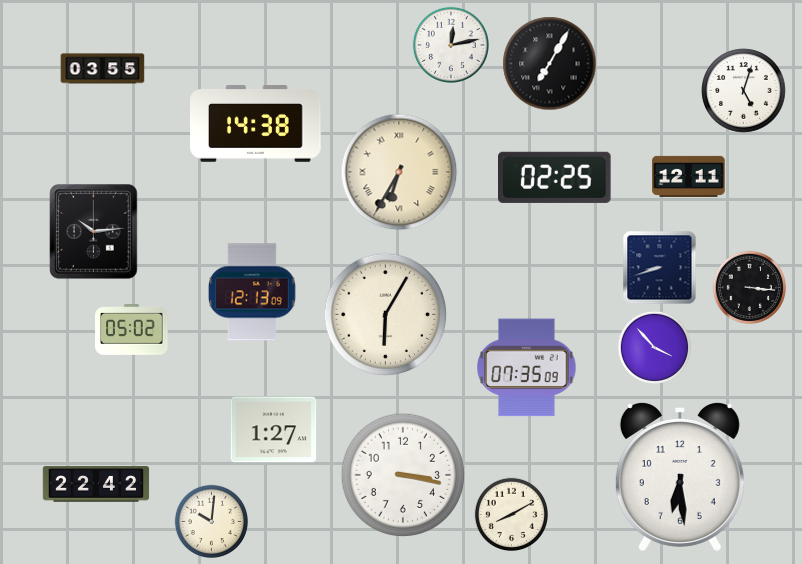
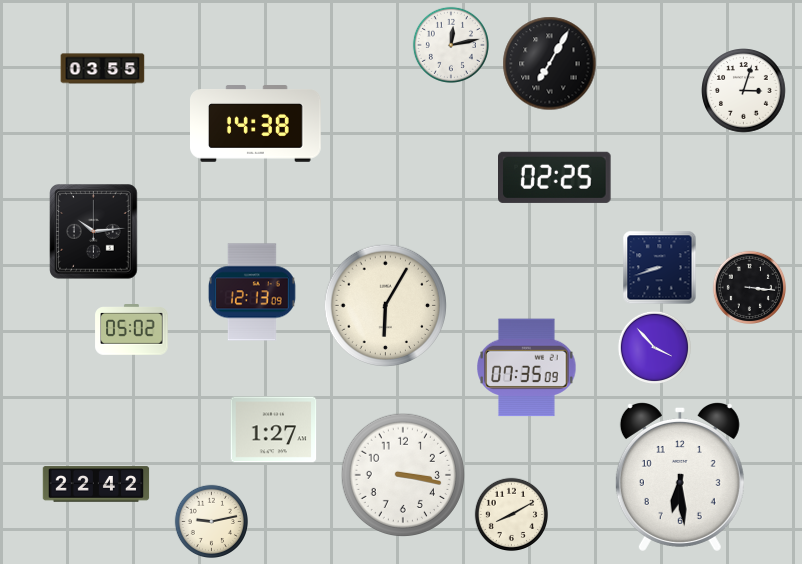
clock at (744, 91): 5:03 -> 3:03
clock at (399, 172): 6:35 -> none
clock at (689, 176): 12:11 -> none
clock at (385, 314) position: (385, 314) -> (385, 305)
clock at (212, 522): 10:01 -> 9:13
